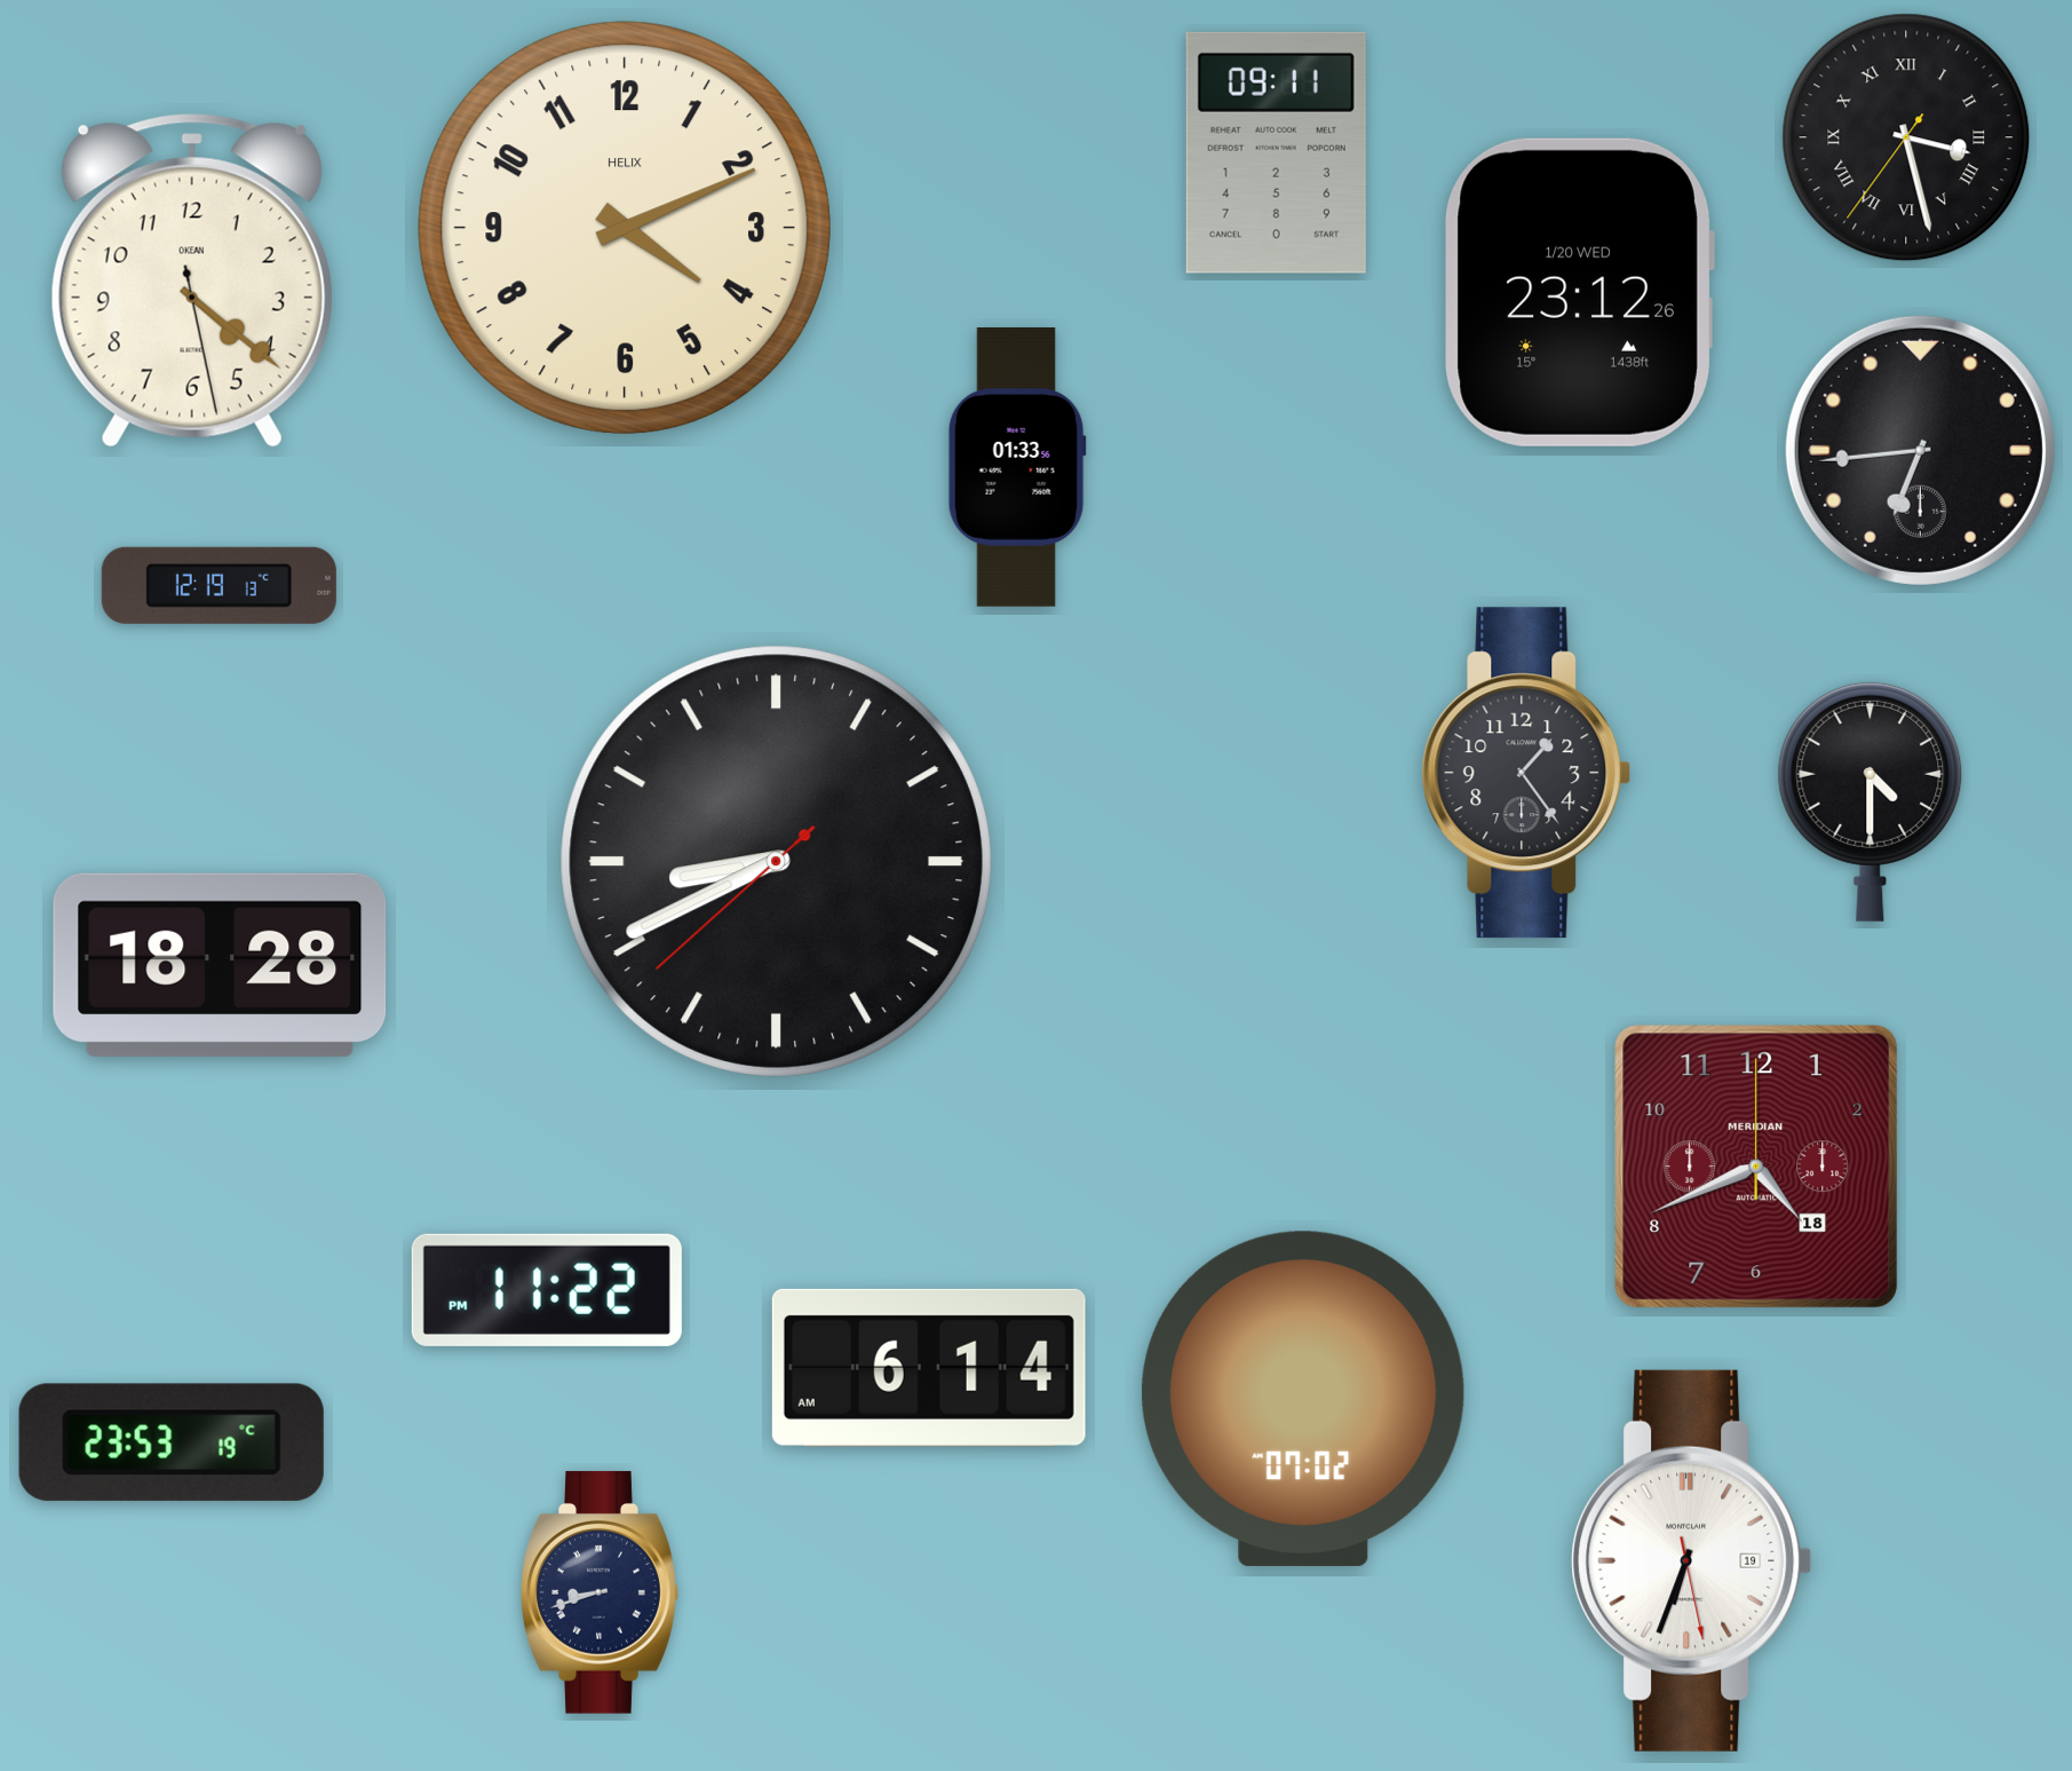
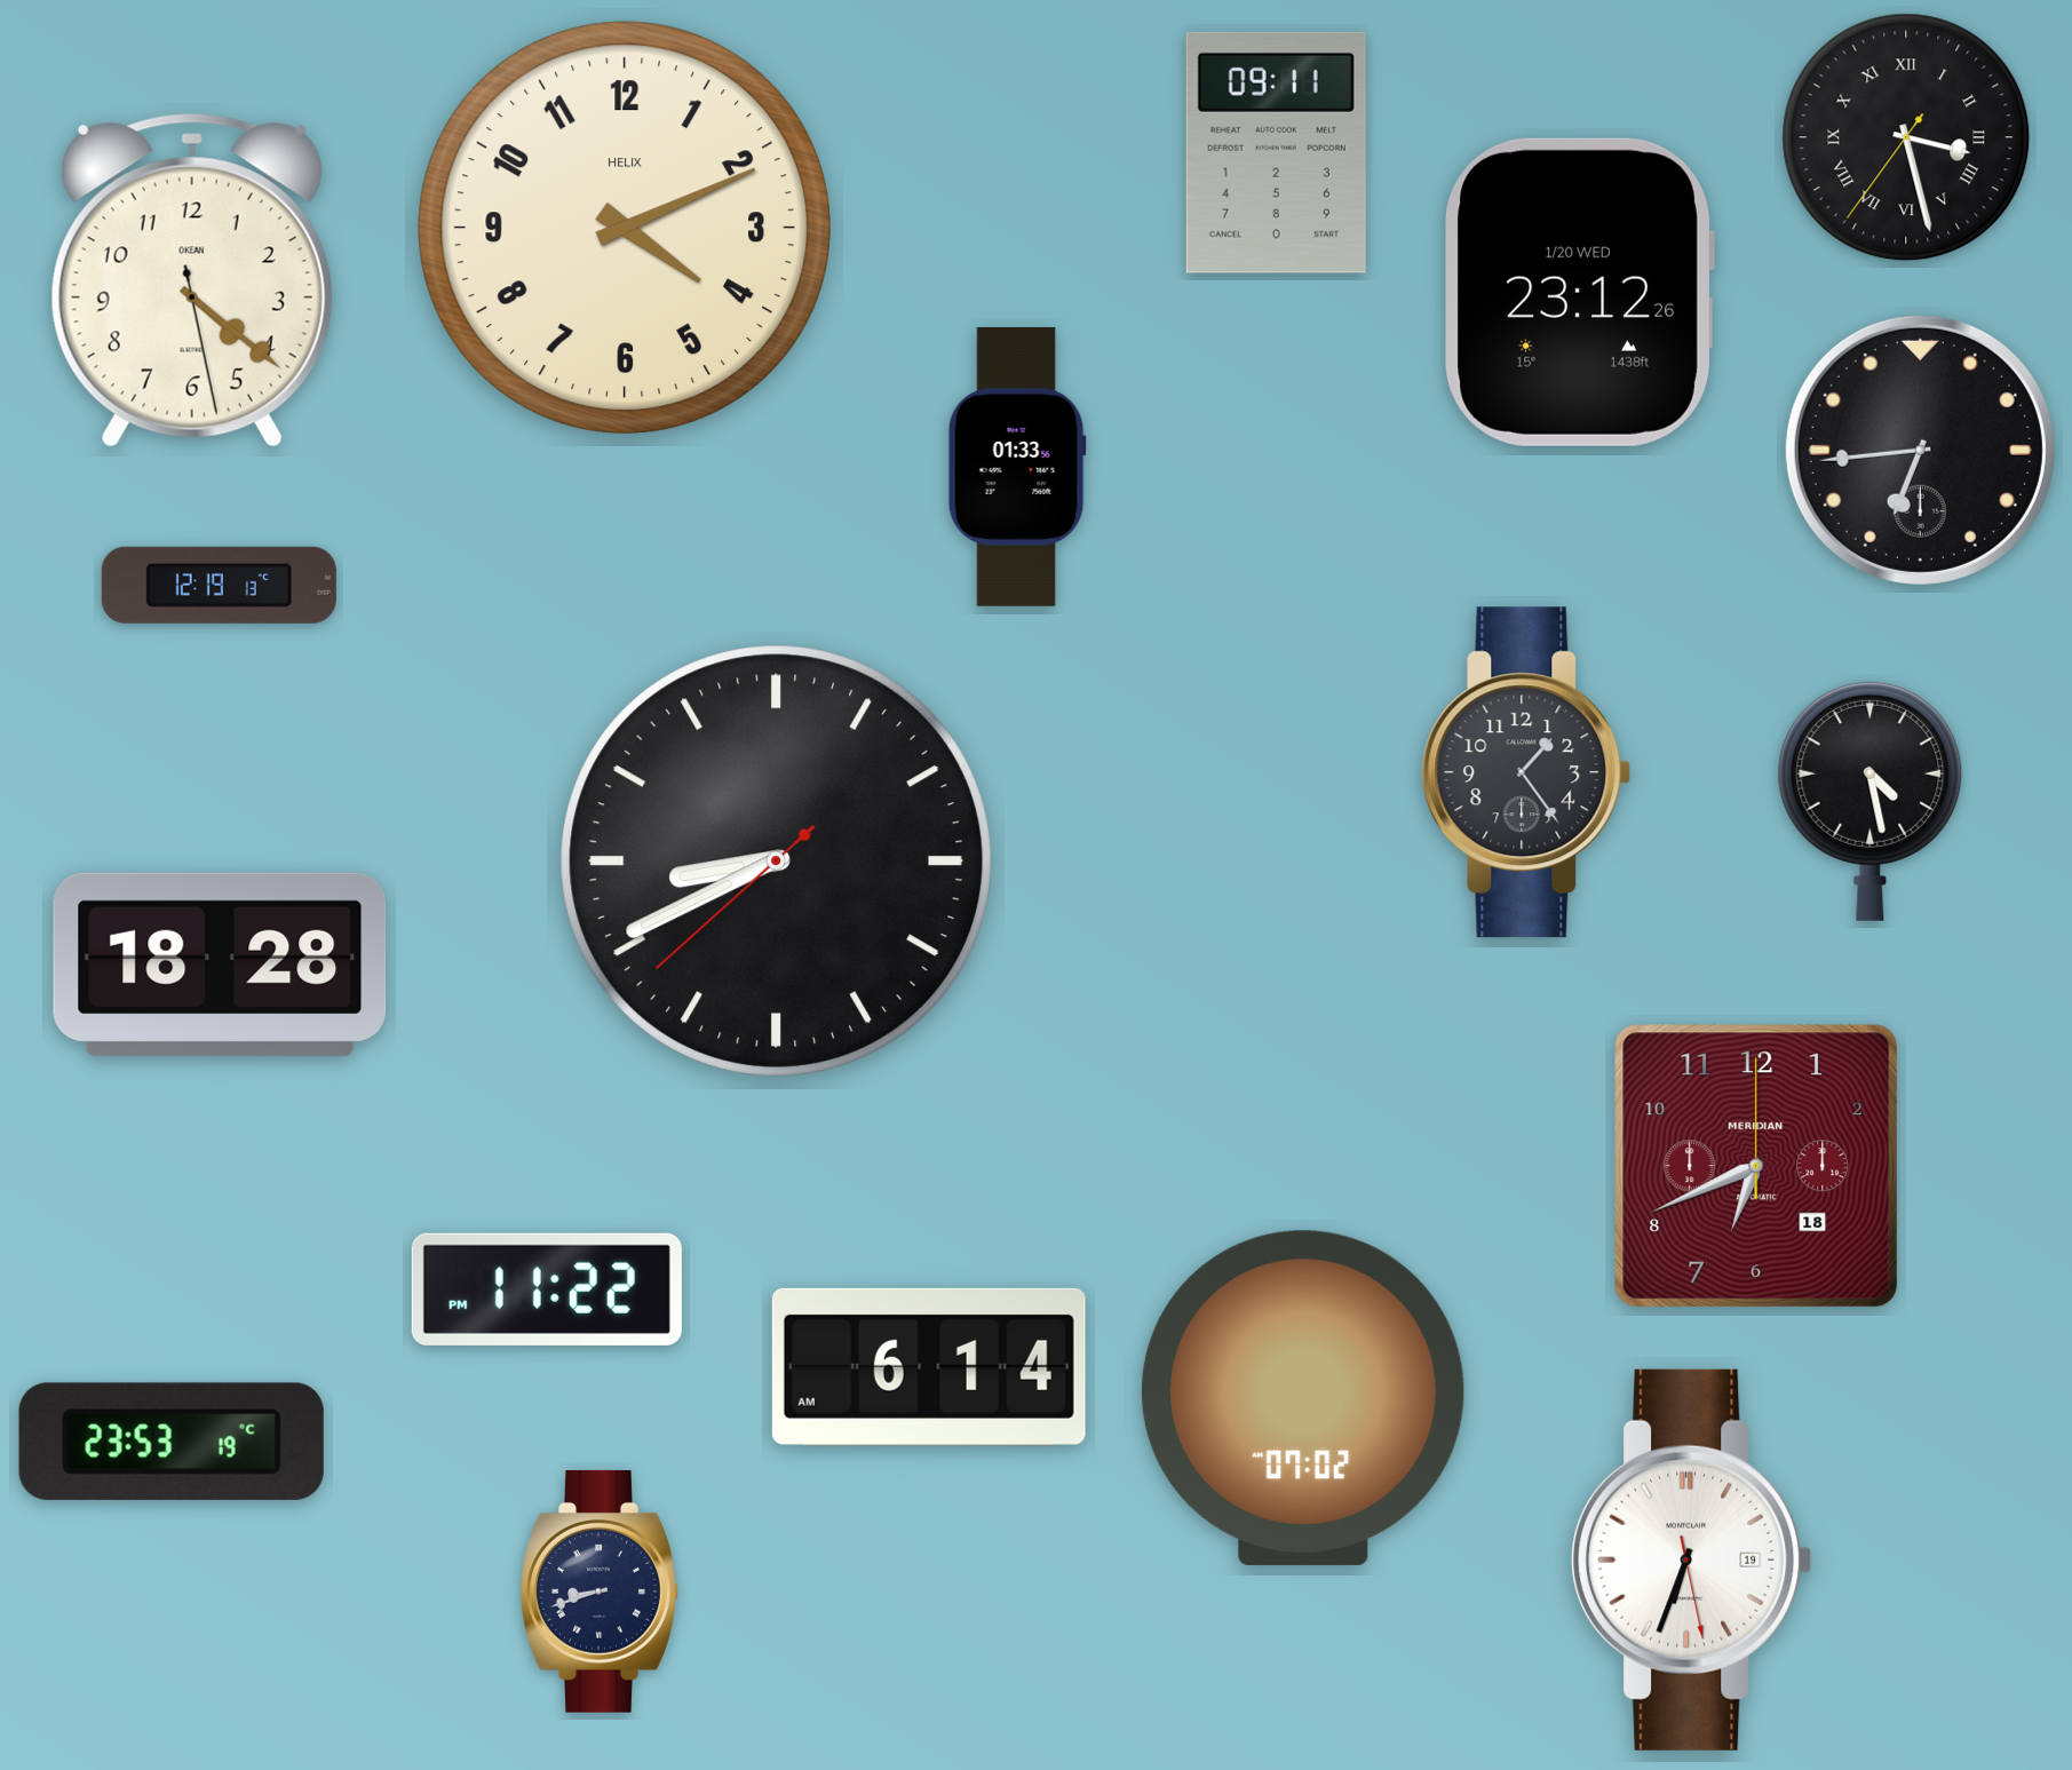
clock at (1871, 801): 4:30 -> 4:28
clock at (1756, 1167): 4:41 -> 6:41
